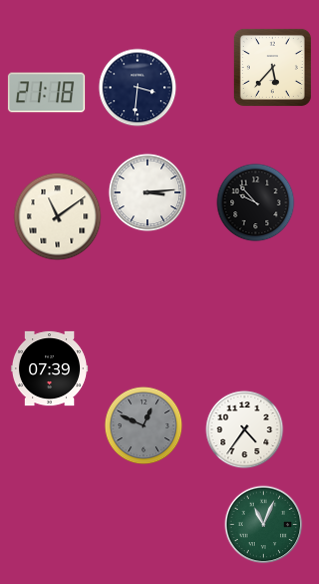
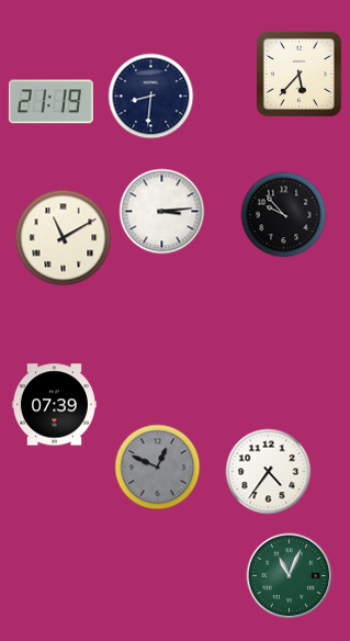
clock at (137, 87): 3:31 -> 8:31
clock at (46, 93): 21:18 -> 21:19
clock at (255, 202) position: (255, 202) -> (283, 214)
clock at (57, 216): 11:09 -> 11:10
